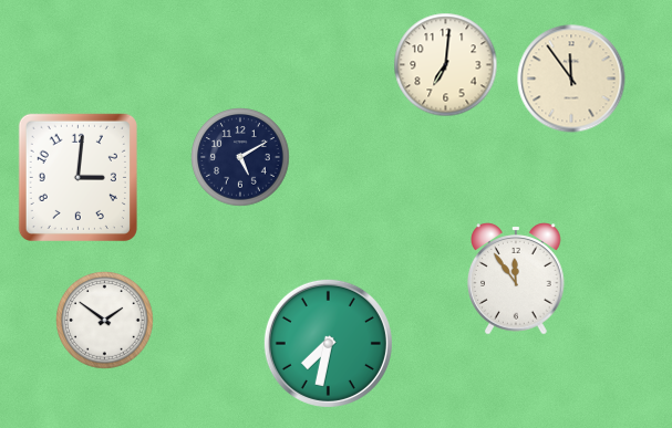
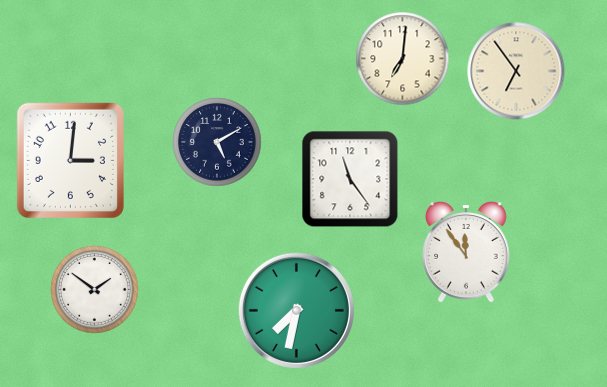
clock at (571, 79): 11:54 -> 6:54
clock at (350, 179): none -> 11:24
